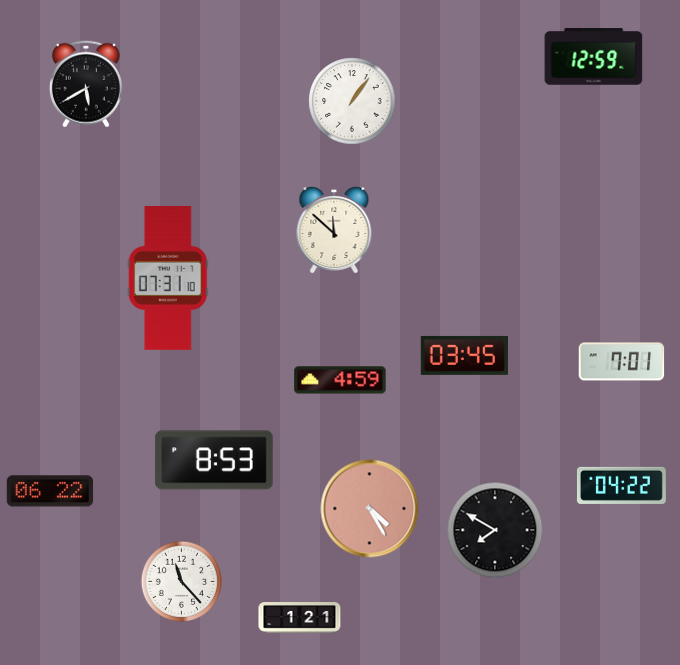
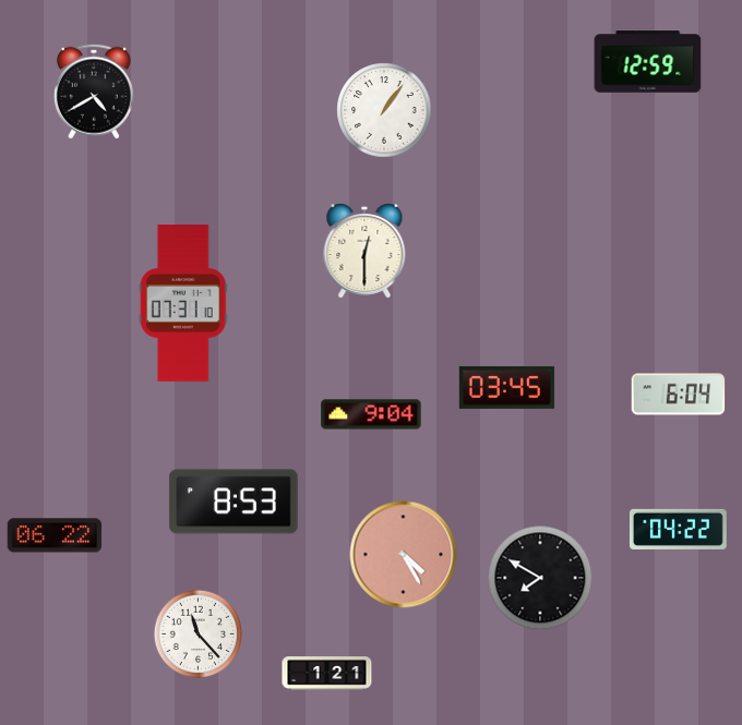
clock at (86, 84): 5:40 -> 4:40
clock at (334, 230): 11:52 -> 12:30
clock at (622, 362): 7:01 -> 6:04
clock at (340, 380): 4:59 -> 9:04
